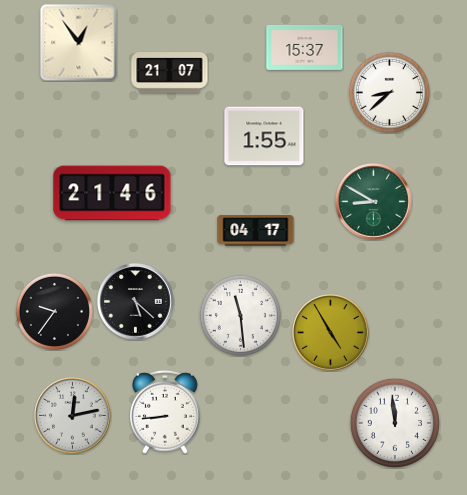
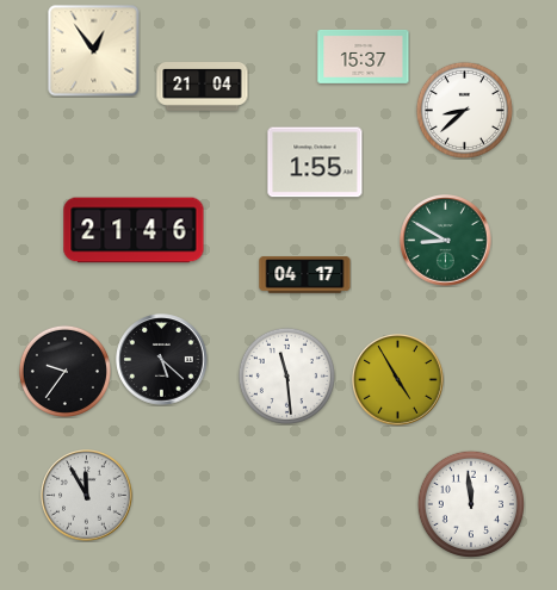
clock at (170, 73): 21:07 -> 21:04
clock at (331, 333) position: (331, 333) -> (398, 380)
clock at (165, 412): 8:44 -> none
clock at (73, 416): 12:13 -> 11:55
